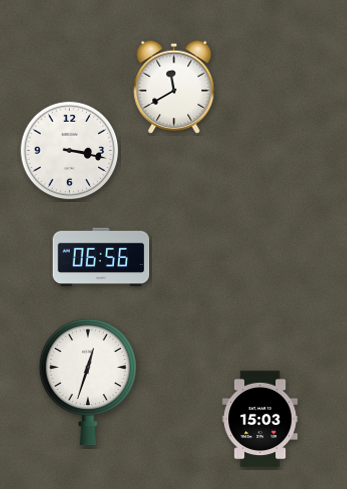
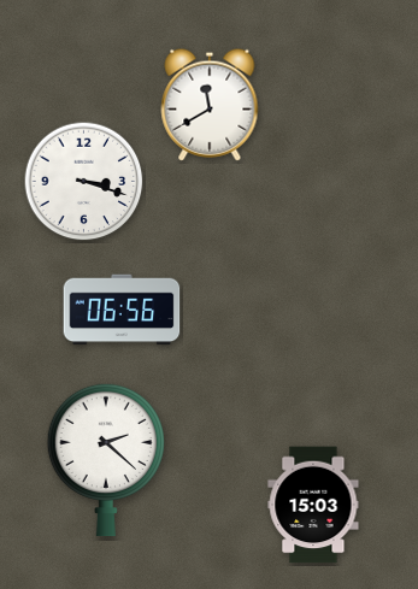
clock at (70, 151): 3:17 -> 3:18
clock at (88, 382): 12:33 -> 2:22
